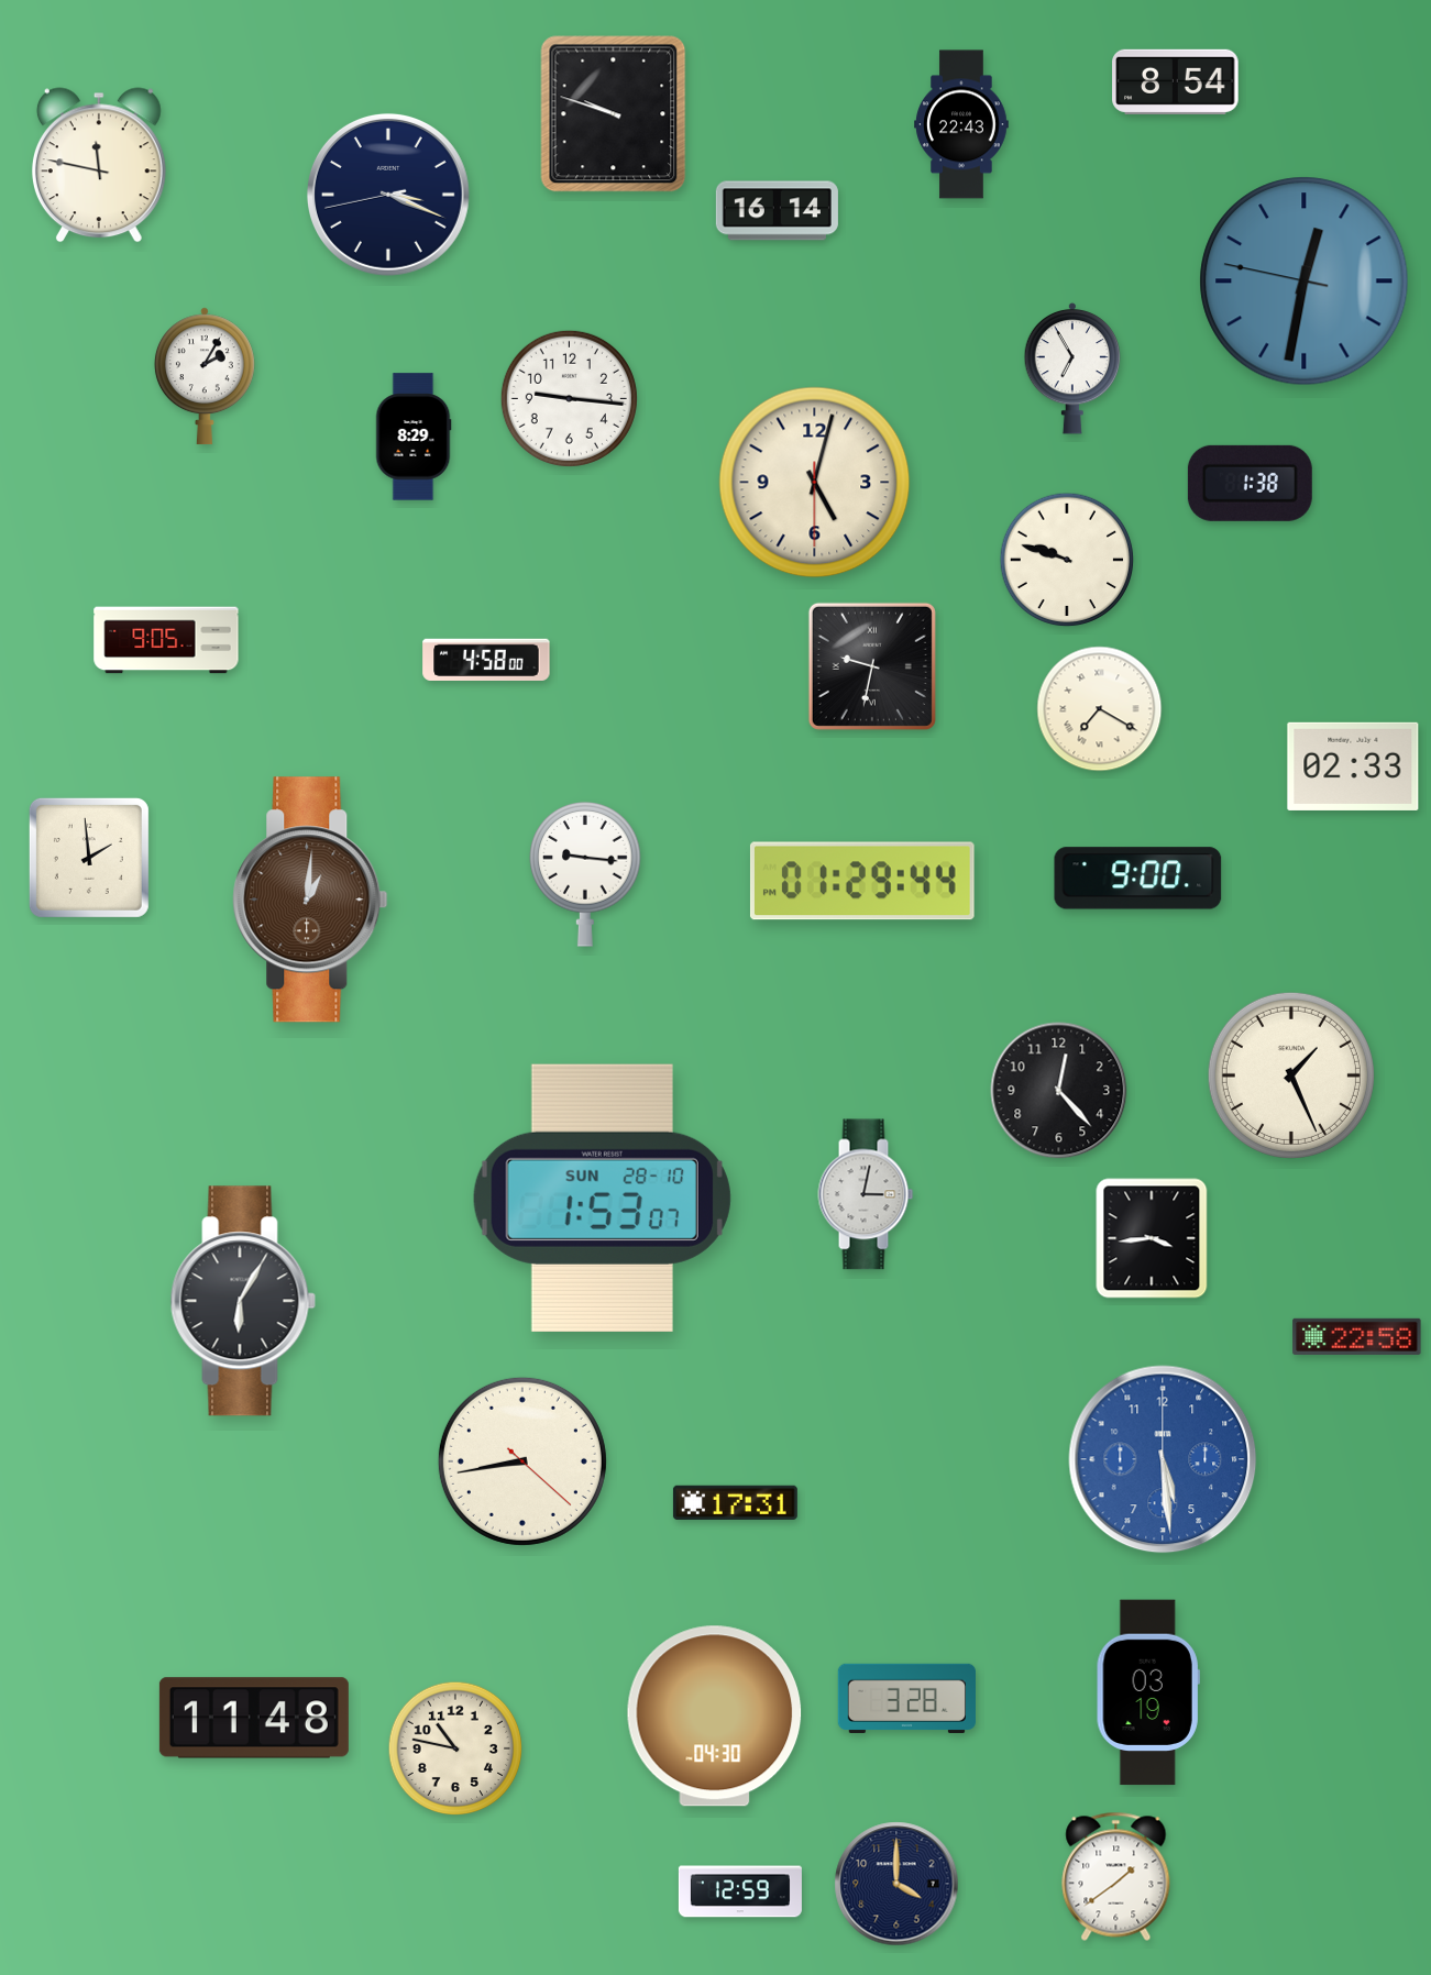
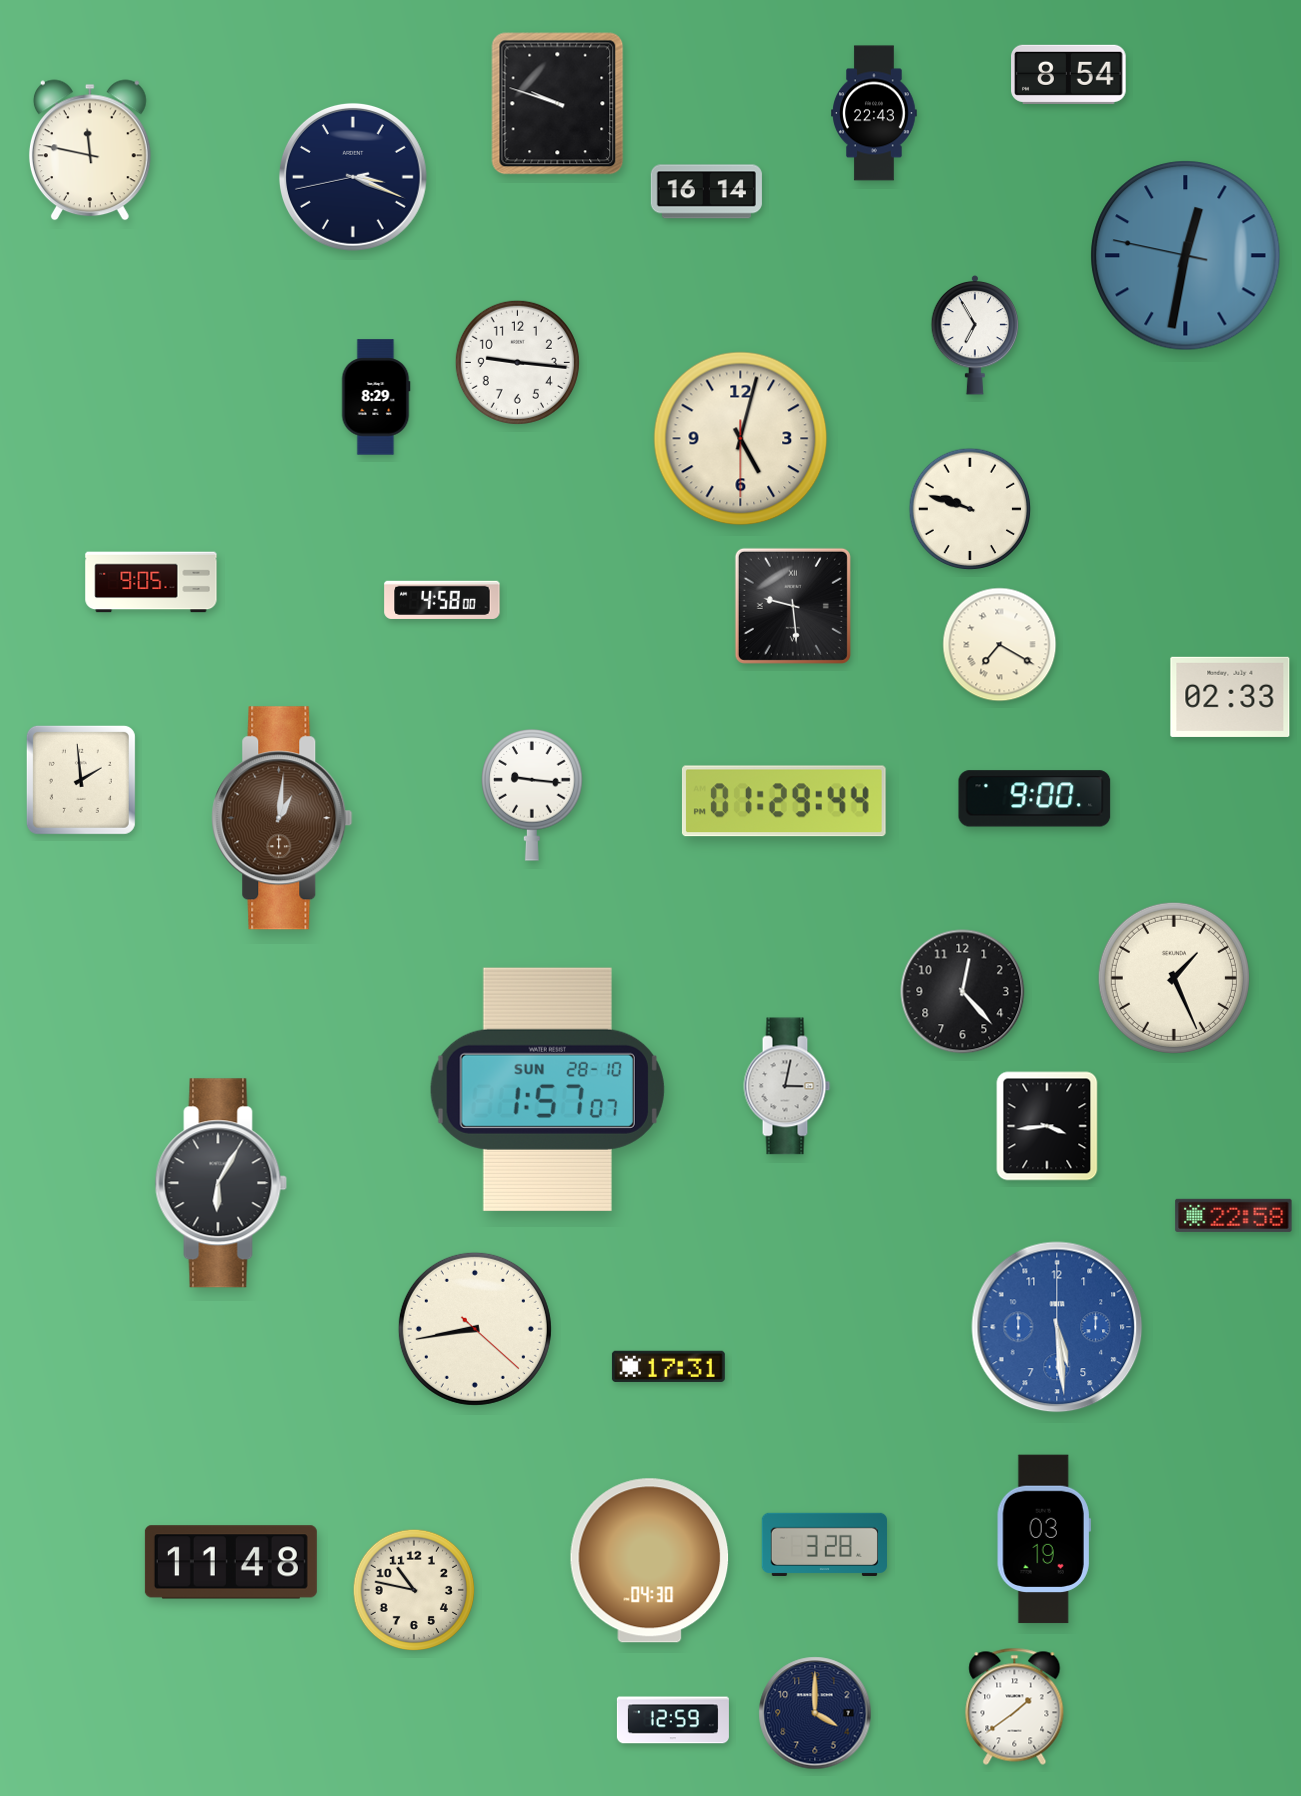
clock at (205, 376): 2:05 -> none
clock at (1250, 483): 1:38 -> none
clock at (872, 666): 9:32 -> 9:29
clock at (602, 1198): 1:53 -> 1:57
